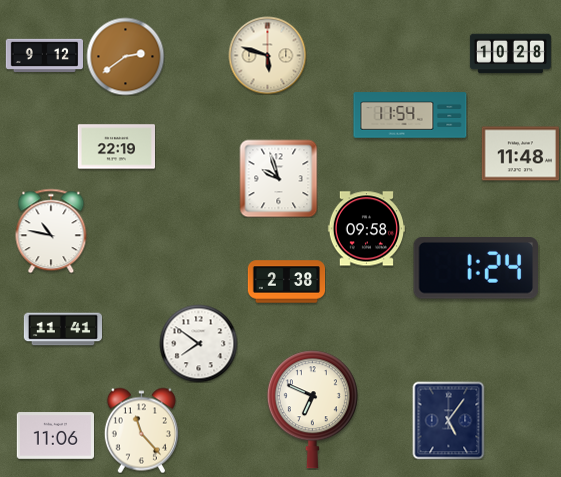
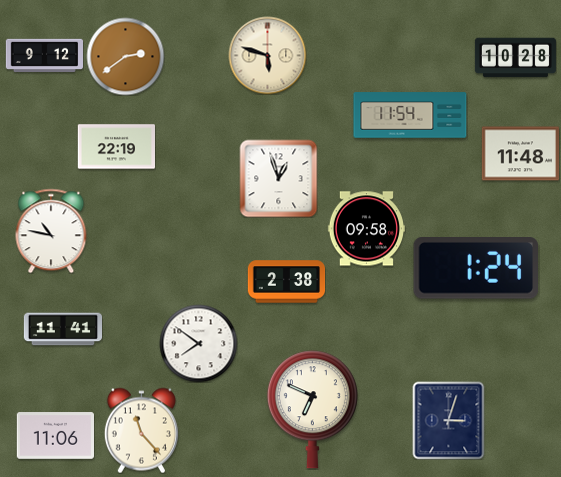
clock at (510, 54) position: (510, 54) -> (515, 58)
clock at (278, 178): 9:57 -> 12:57
clock at (449, 420): 5:06 -> 3:03
